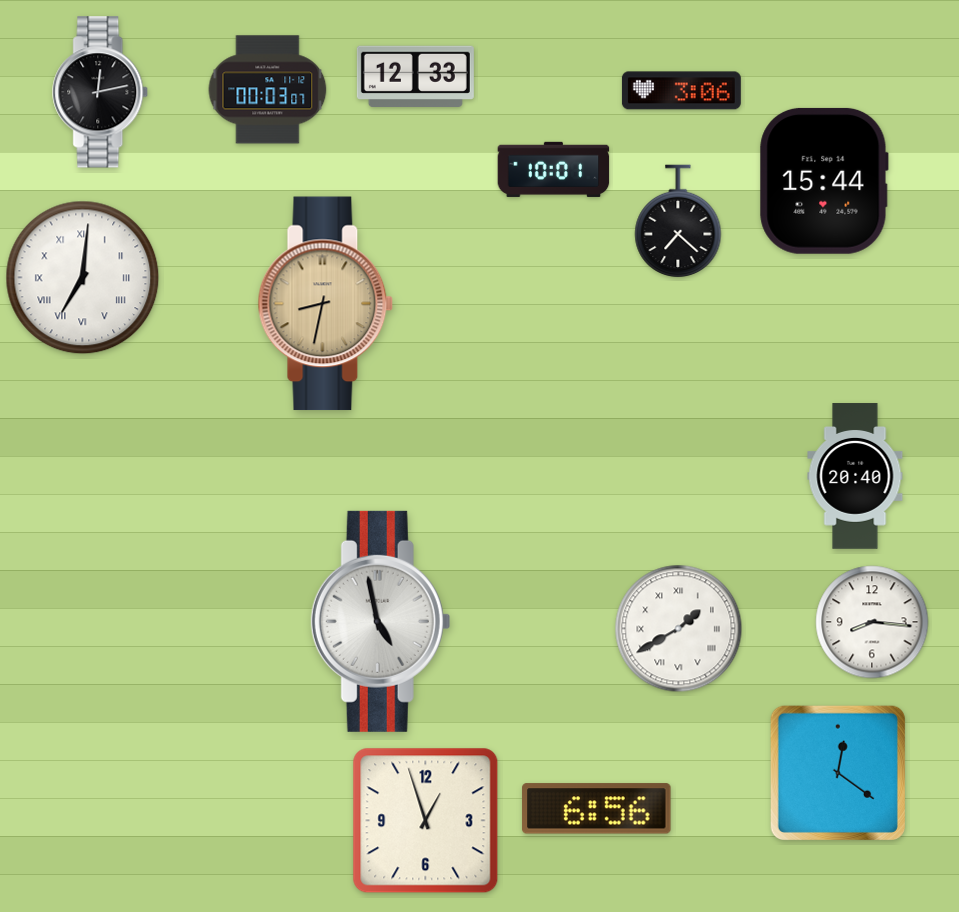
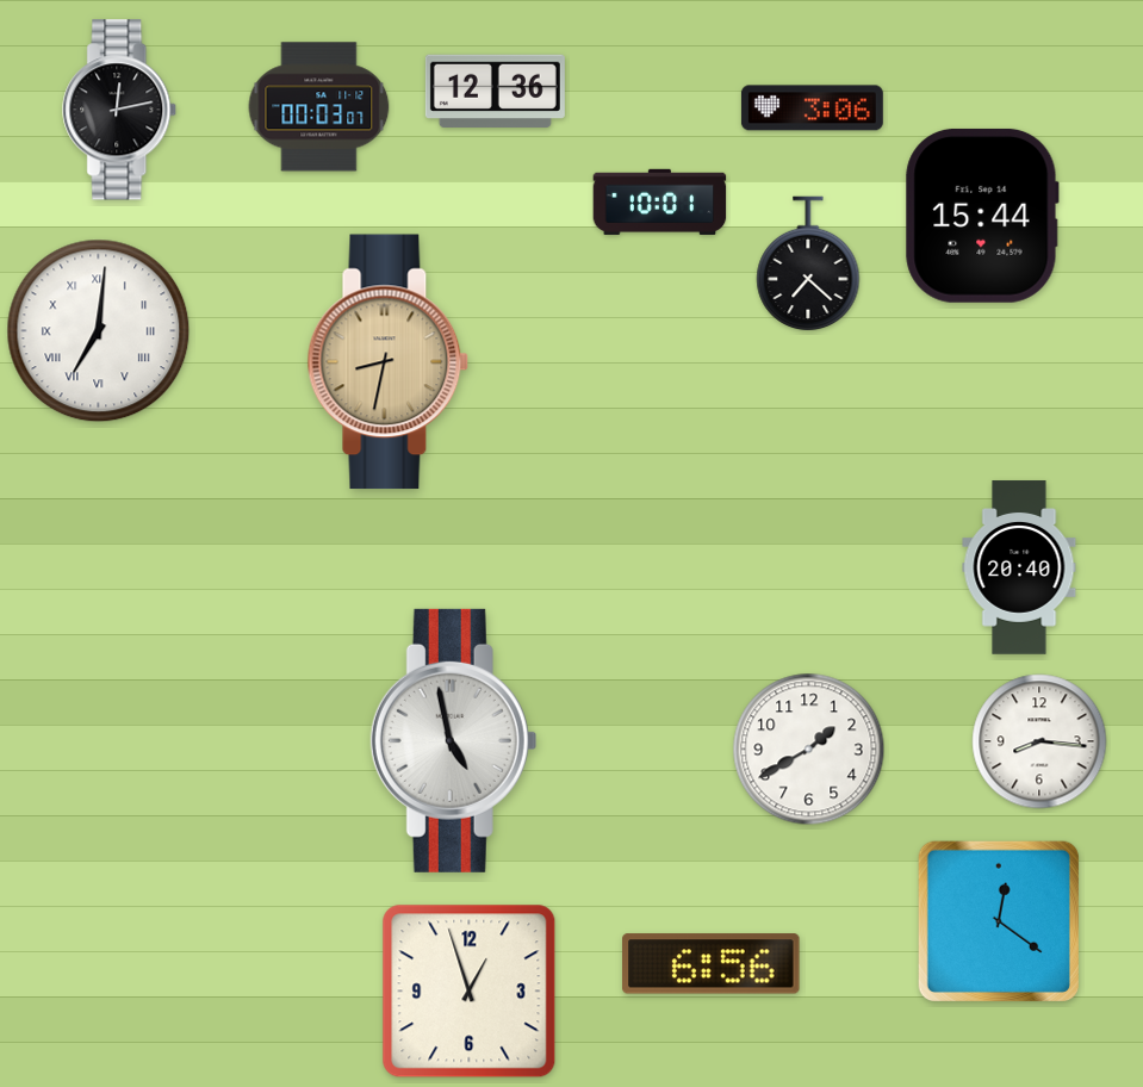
clock at (415, 76): 12:33 -> 12:36
clock at (679, 629) numerals: Roman -> Arabic
clock at (426, 821) position: (426, 821) -> (470, 992)
